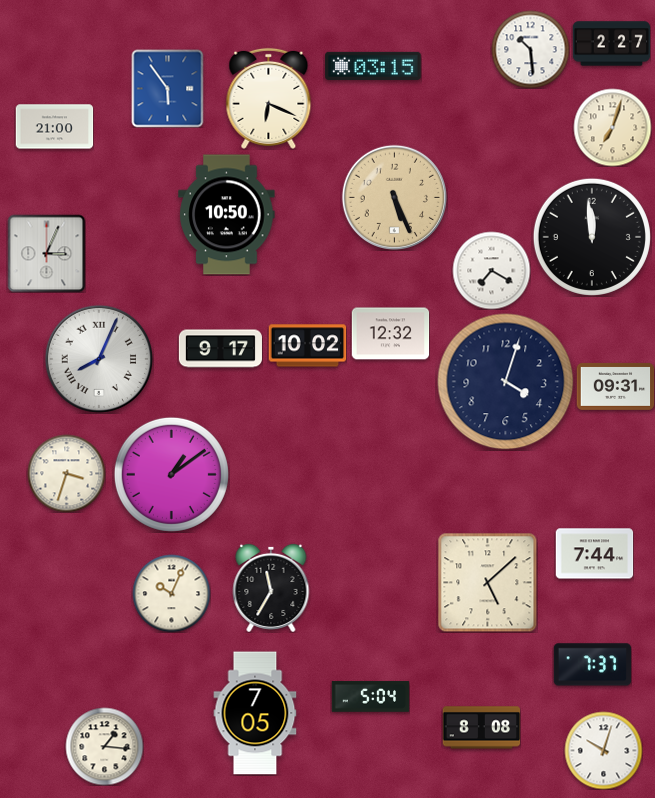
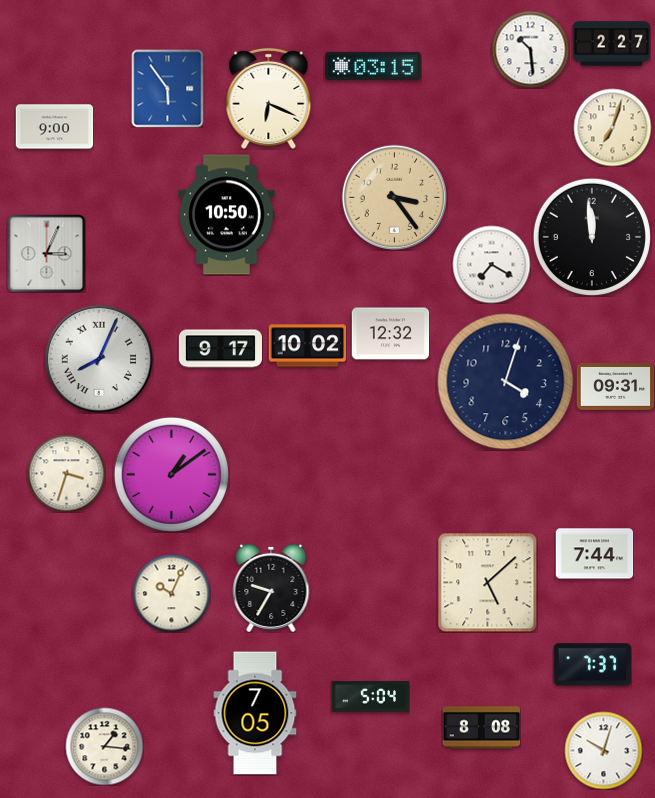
clock at (54, 127): 21:00 -> 9:00
clock at (394, 197): 5:26 -> 3:24
clock at (491, 270) position: (491, 270) -> (491, 264)
clock at (271, 588): 11:35 -> 9:35
